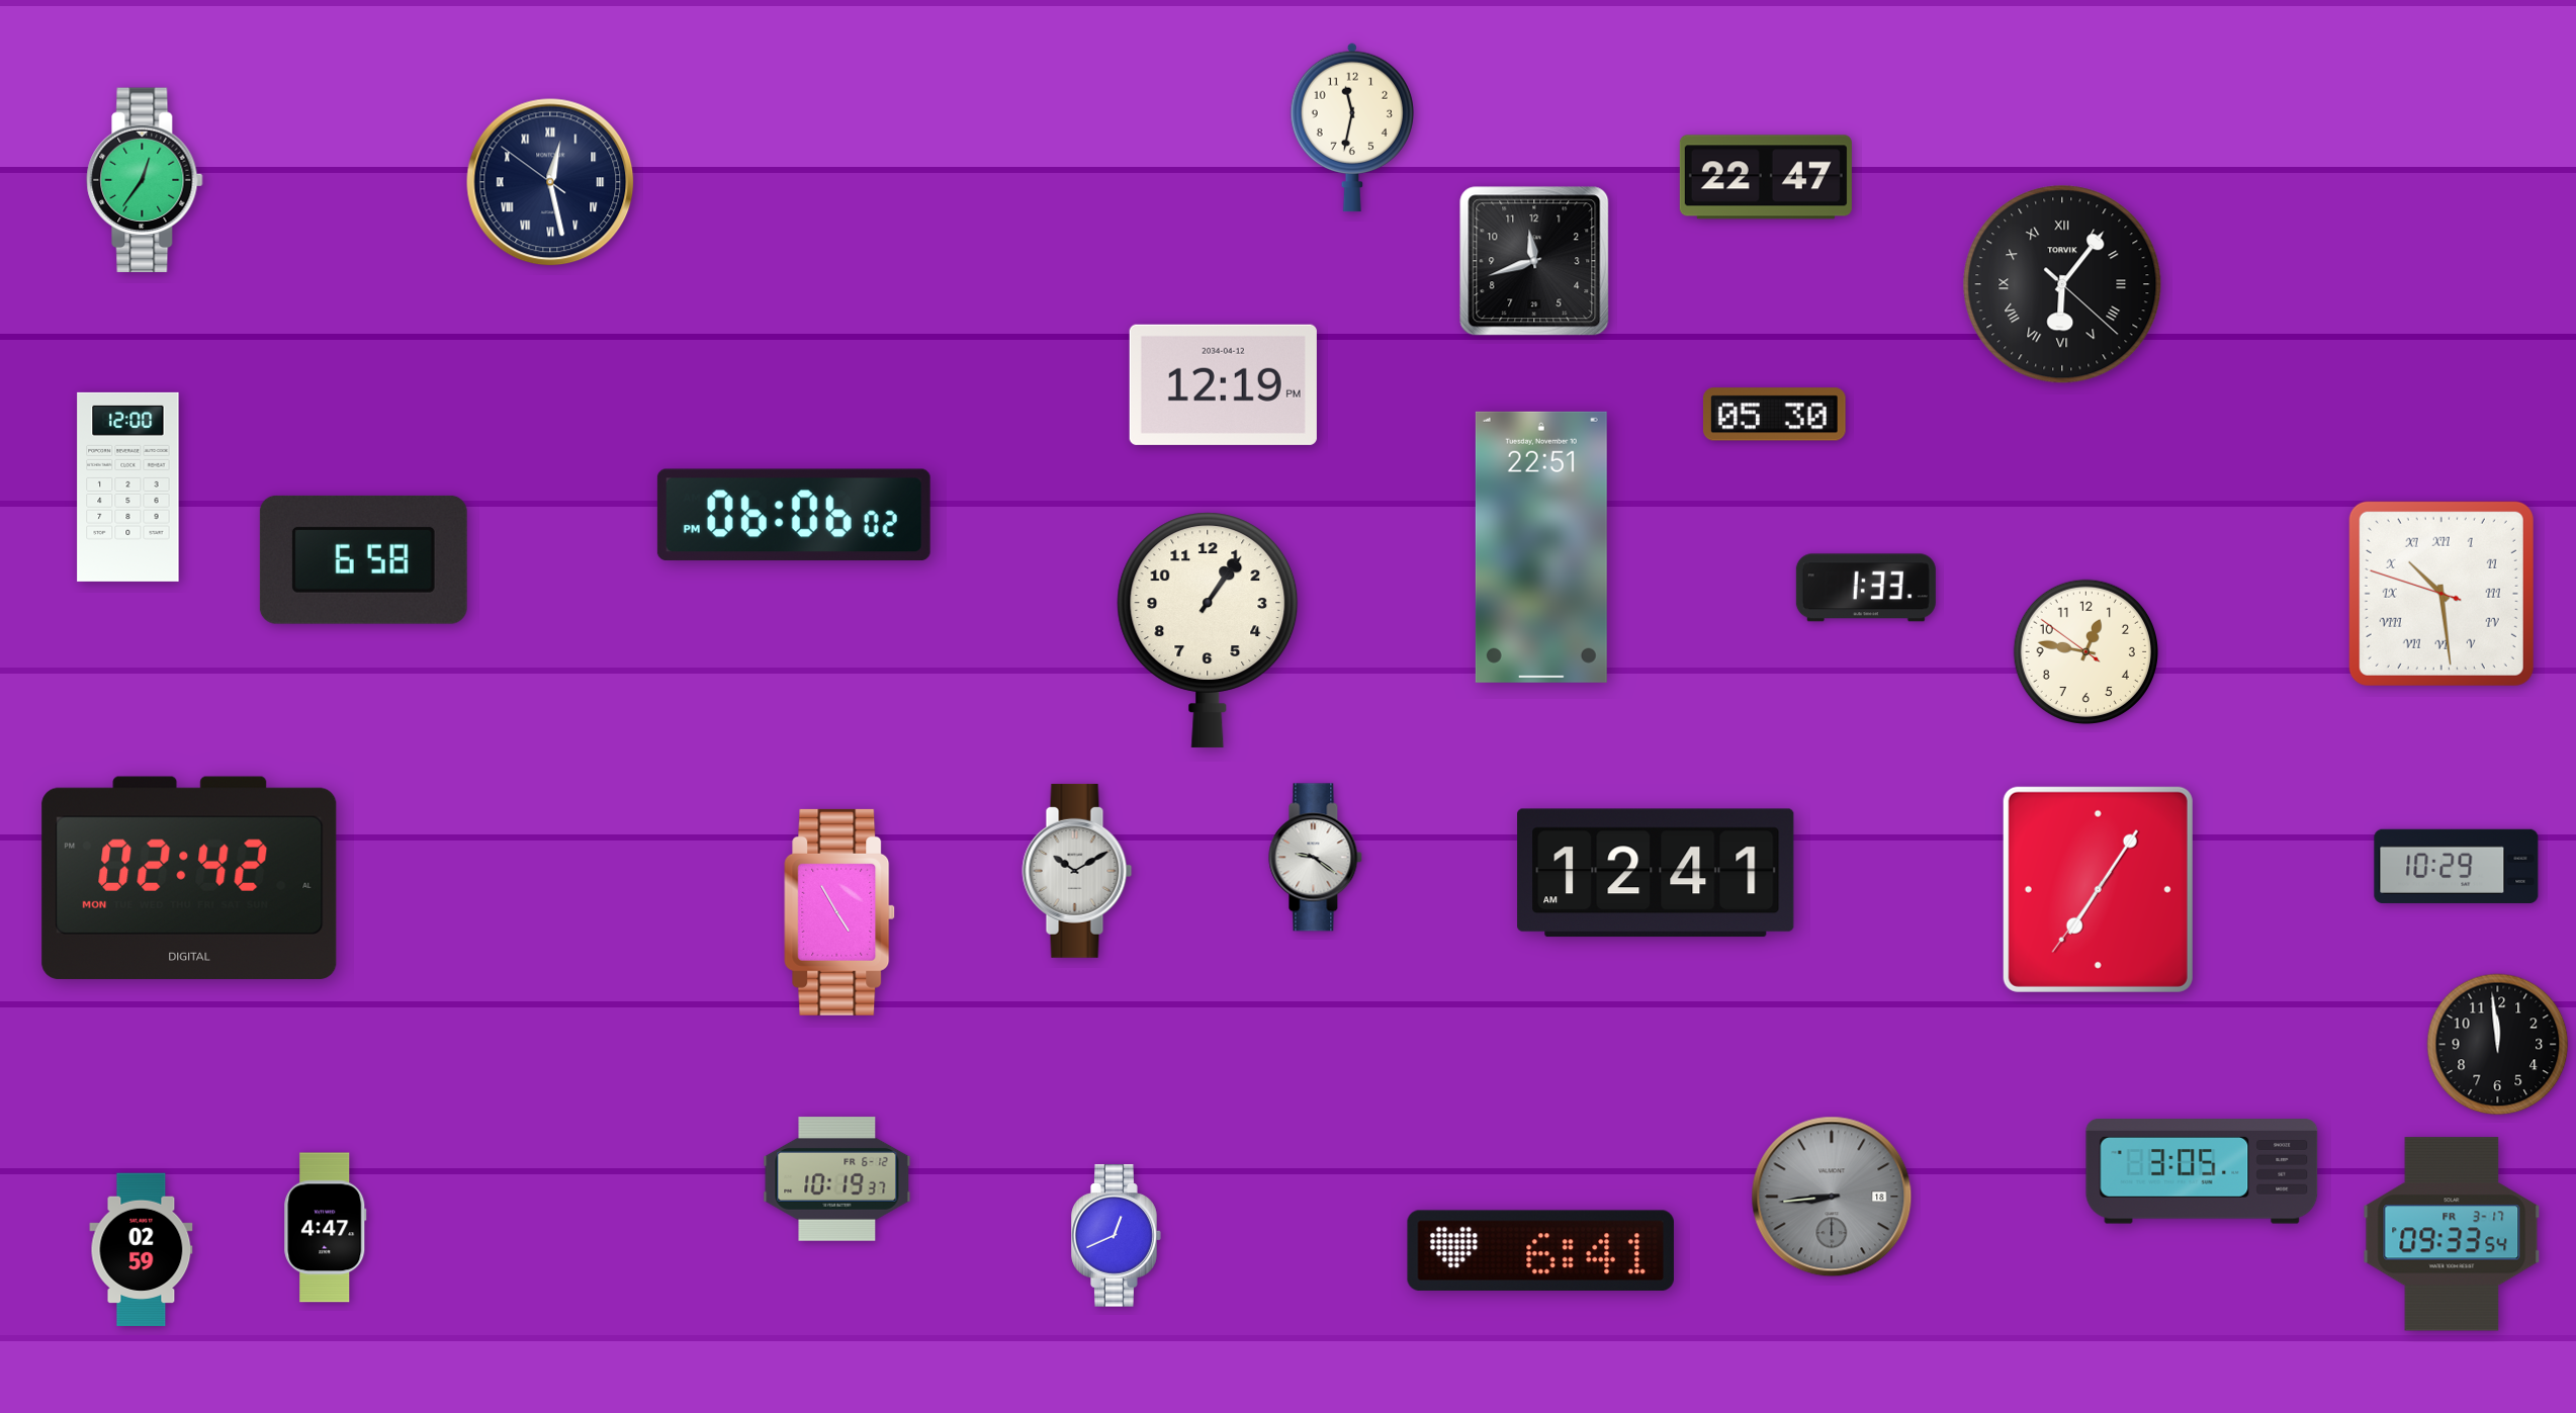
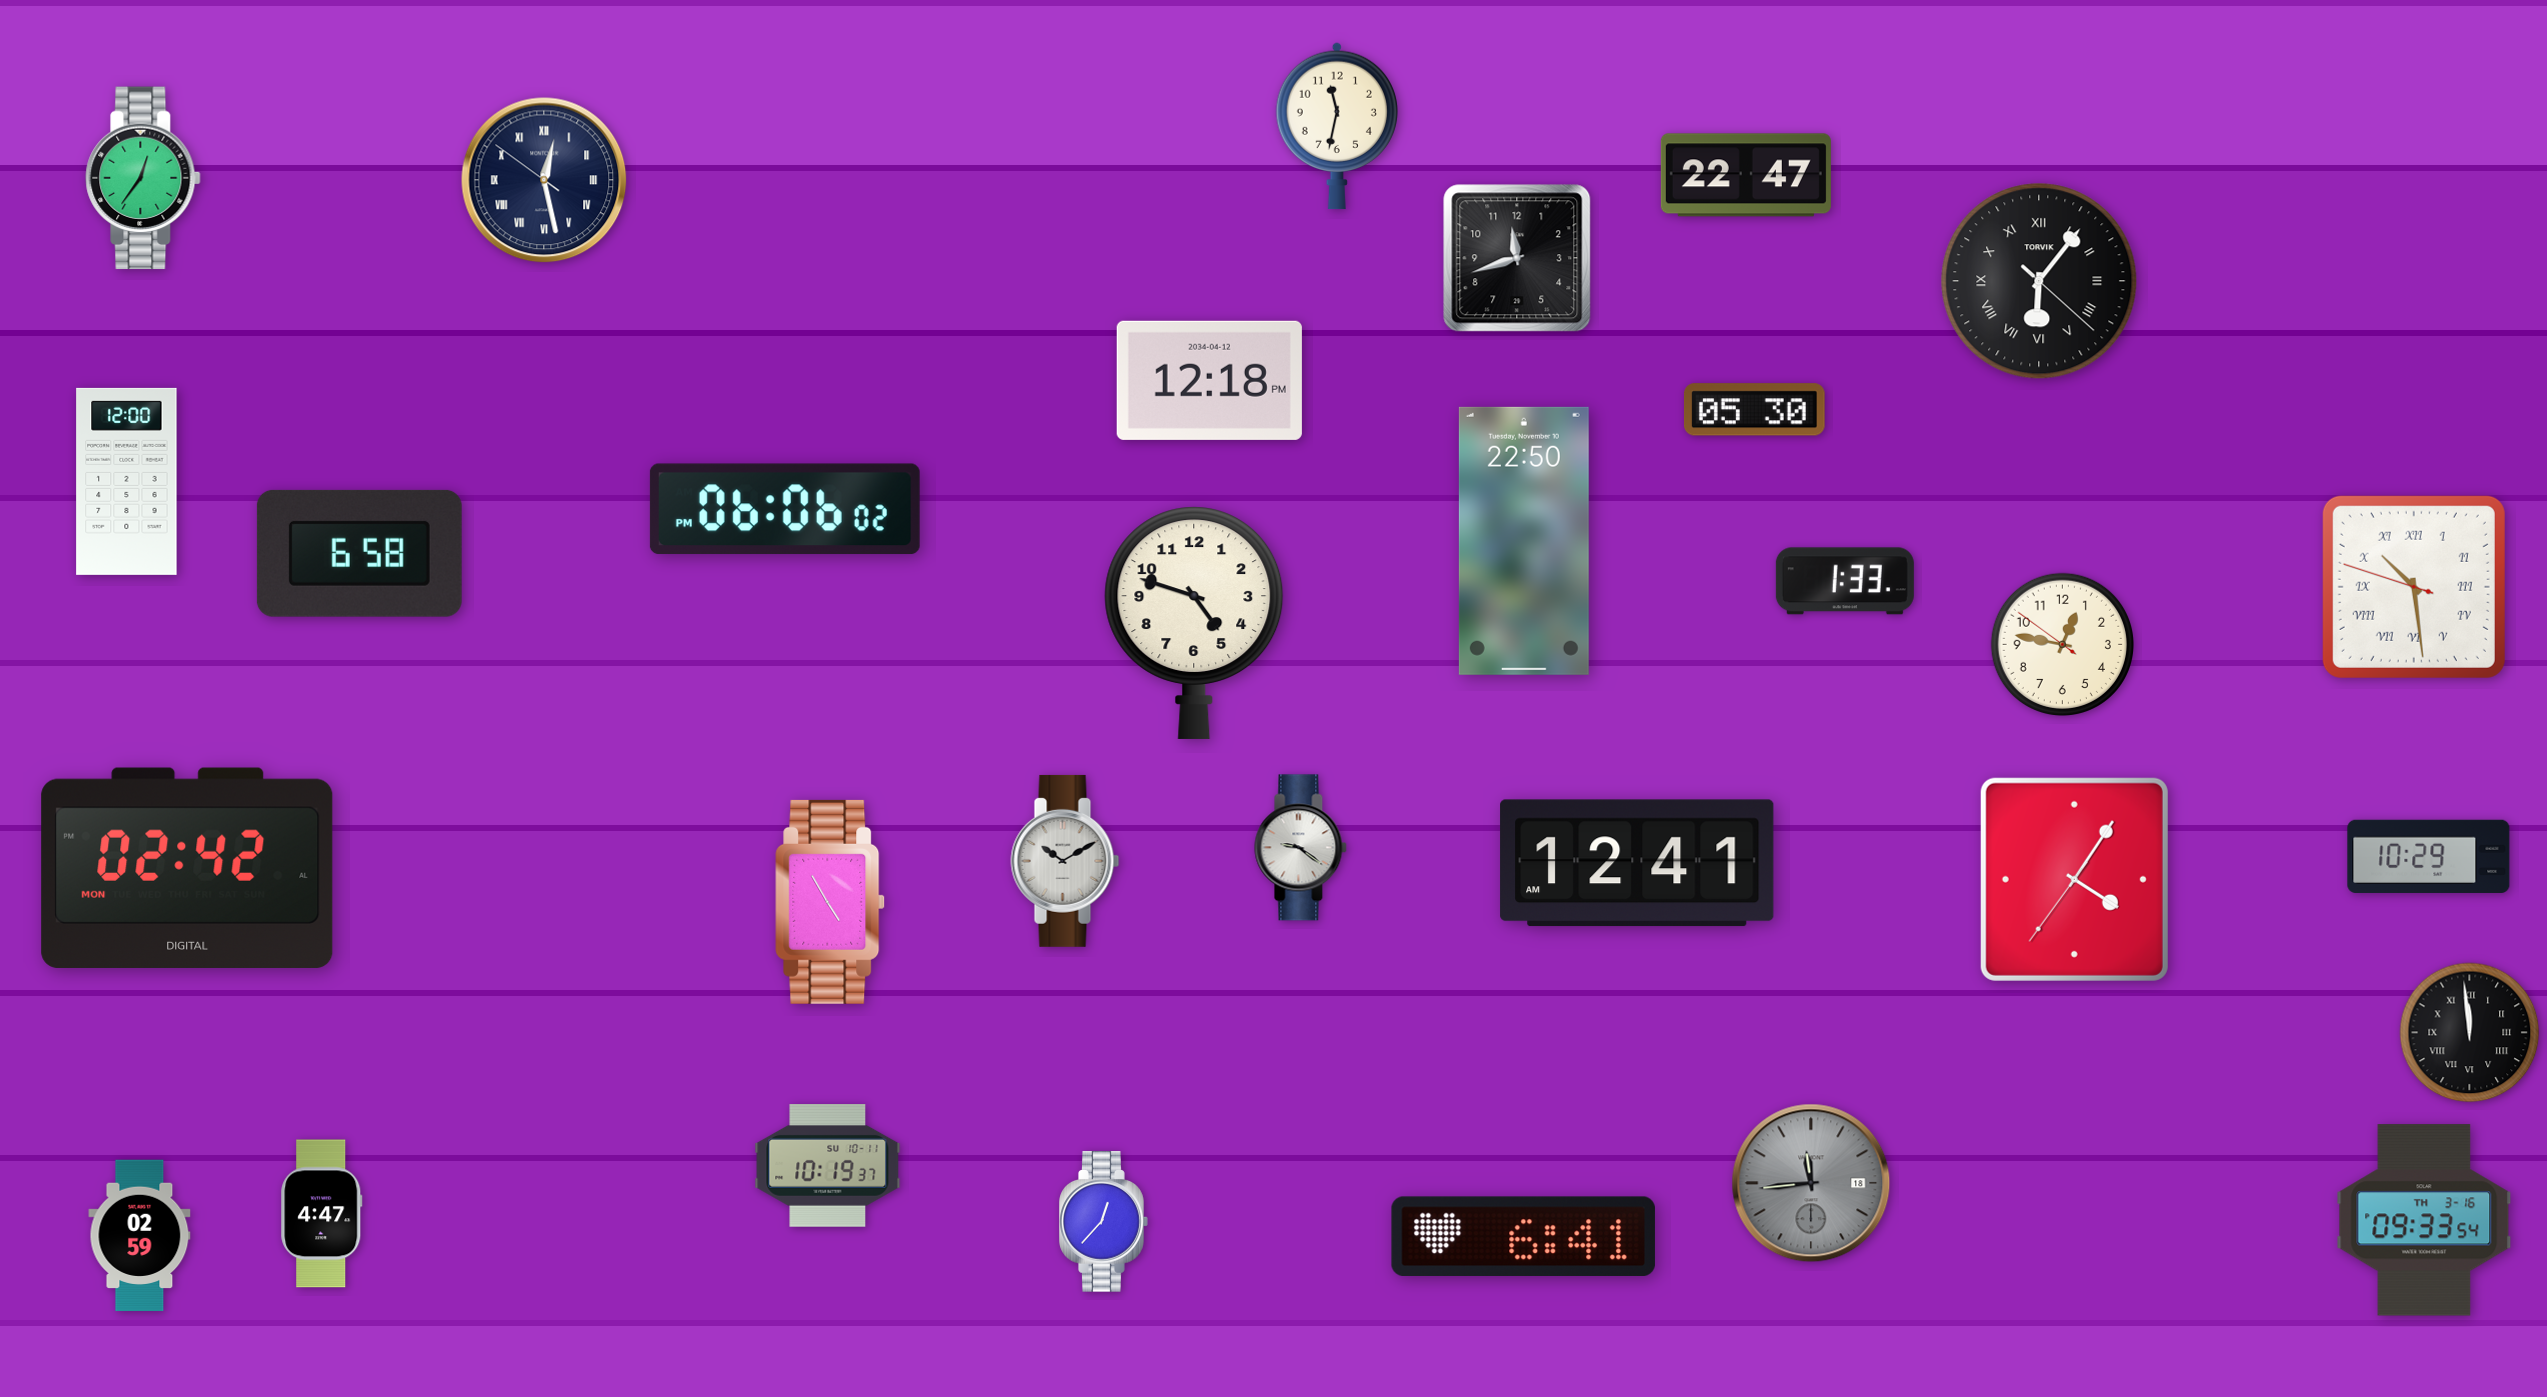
clock at (1223, 384): 12:19 -> 12:18
clock at (1541, 547): 22:51 -> 22:50
clock at (1208, 630): 1:06 -> 4:48
clock at (2098, 889): 7:05 -> 4:05
clock at (2498, 1045) numerals: Arabic -> Roman
clock at (2202, 1171): 3:05 -> none
clock at (837, 1179) date: FR 6-12 -> SU 10-11
clock at (1832, 1197): 8:44 -> 11:44
clock at (2452, 1234) date: FR 3-17 -> TH 3-16
clock at (1117, 1236): 12:41 -> 12:37
